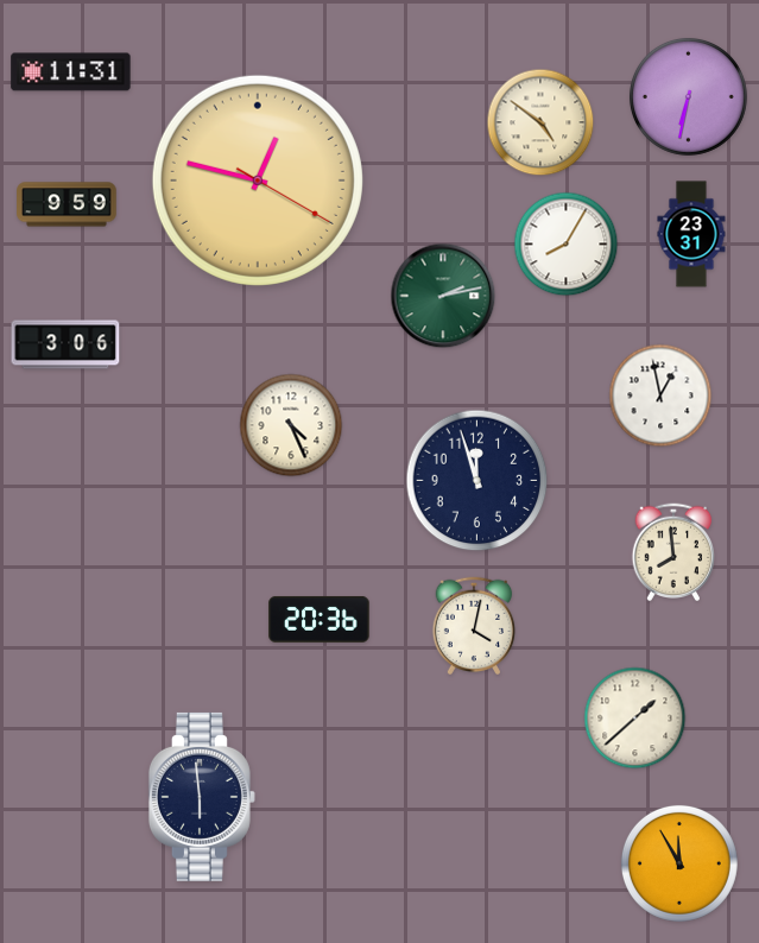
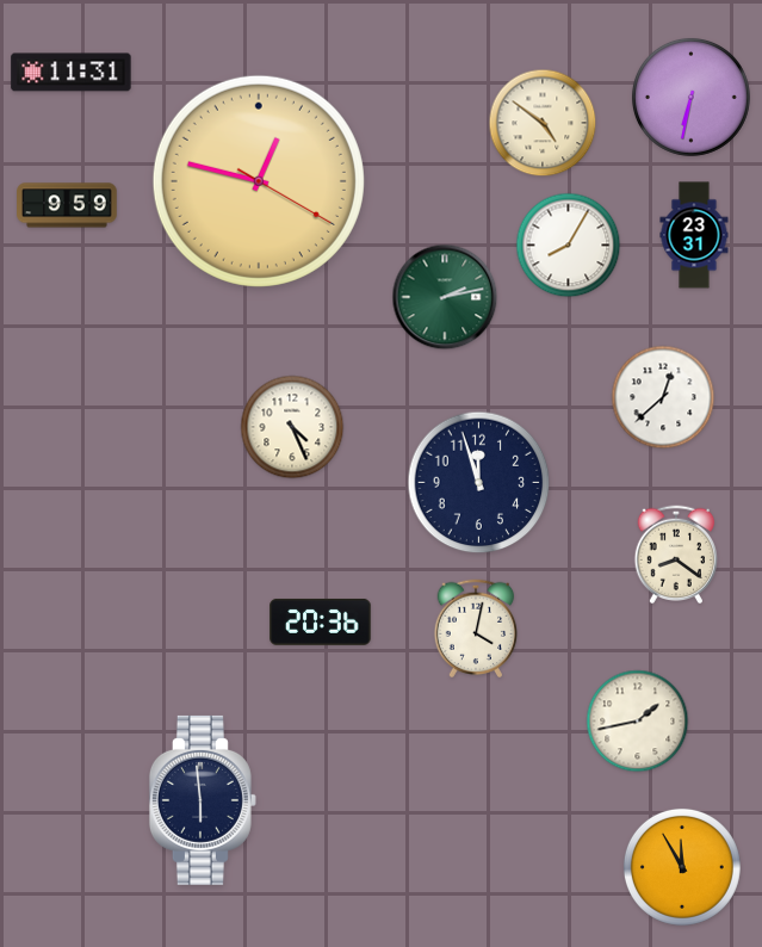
clock at (65, 344): 3:06 -> none
clock at (660, 395): 12:58 -> 12:38
clock at (673, 552): 7:59 -> 8:21
clock at (635, 719): 1:38 -> 1:43
